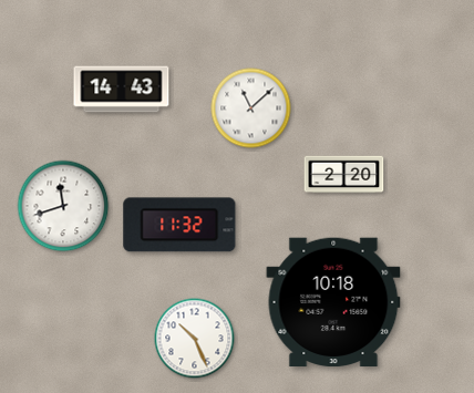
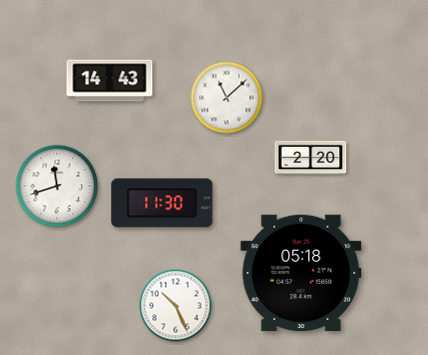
clock at (179, 225): 11:32 -> 11:30
clock at (333, 302): 10:18 -> 05:18
